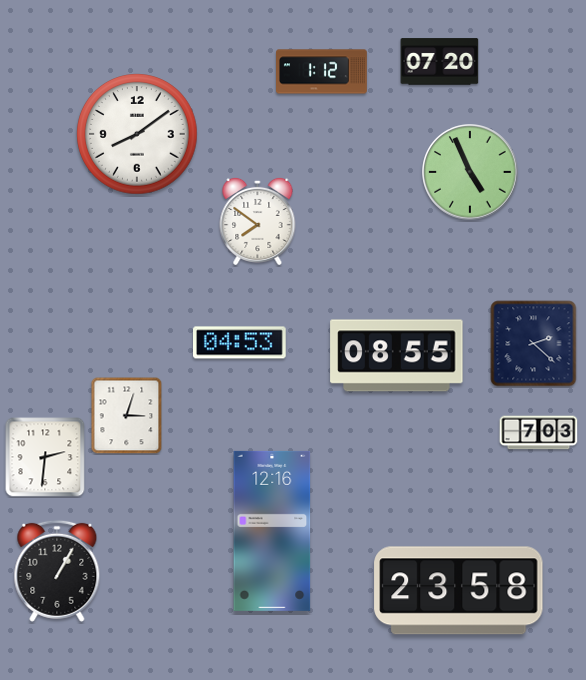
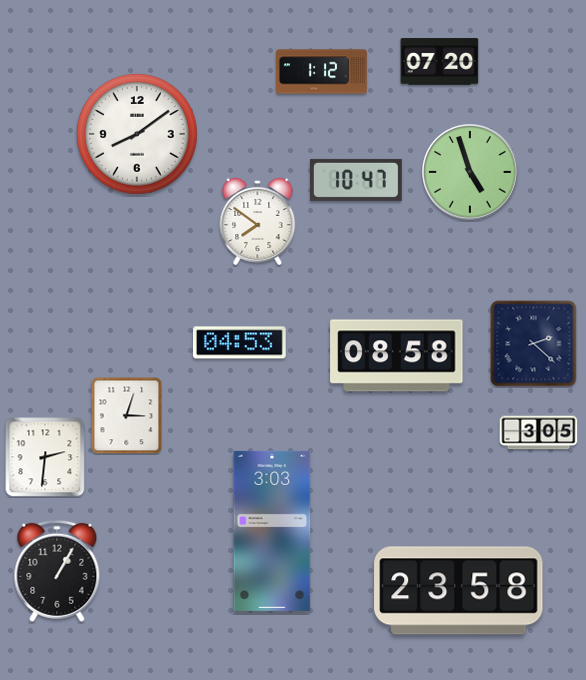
clock at (470, 172): 4:56 -> 4:57
clock at (357, 180): none -> 10:47
clock at (397, 356): 08:55 -> 08:58
clock at (539, 433): 7:03 -> 3:05
clock at (272, 531): 12:16 -> 3:03
